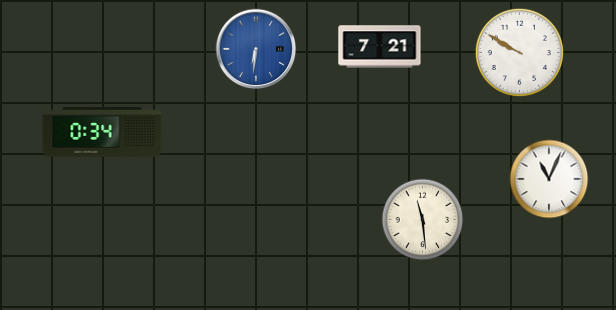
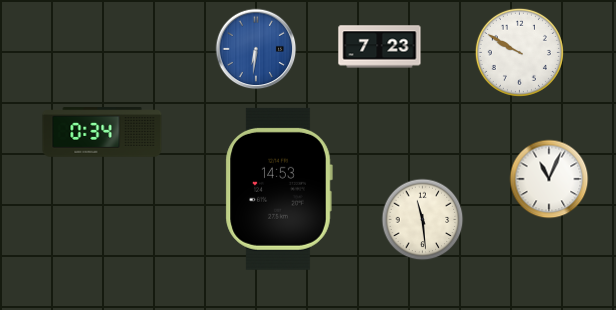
clock at (380, 47): 7:21 -> 7:23
clock at (279, 189): none -> 14:53
